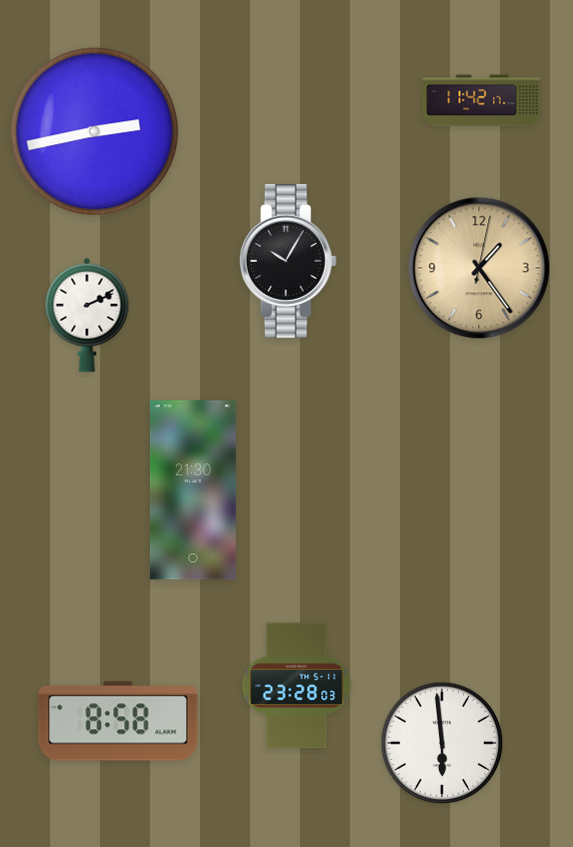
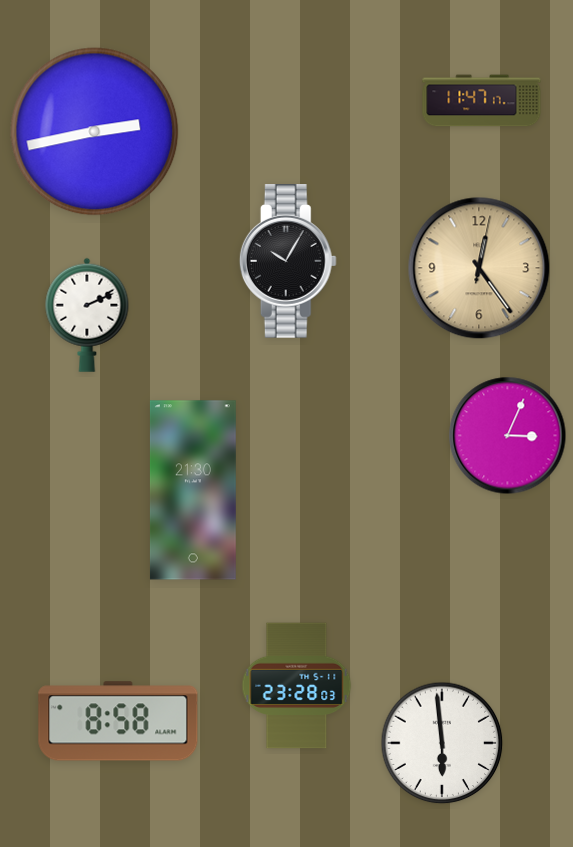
clock at (482, 101): 11:42 -> 11:47
clock at (479, 268): 1:24 -> 12:24
clock at (508, 436): none -> 3:04
